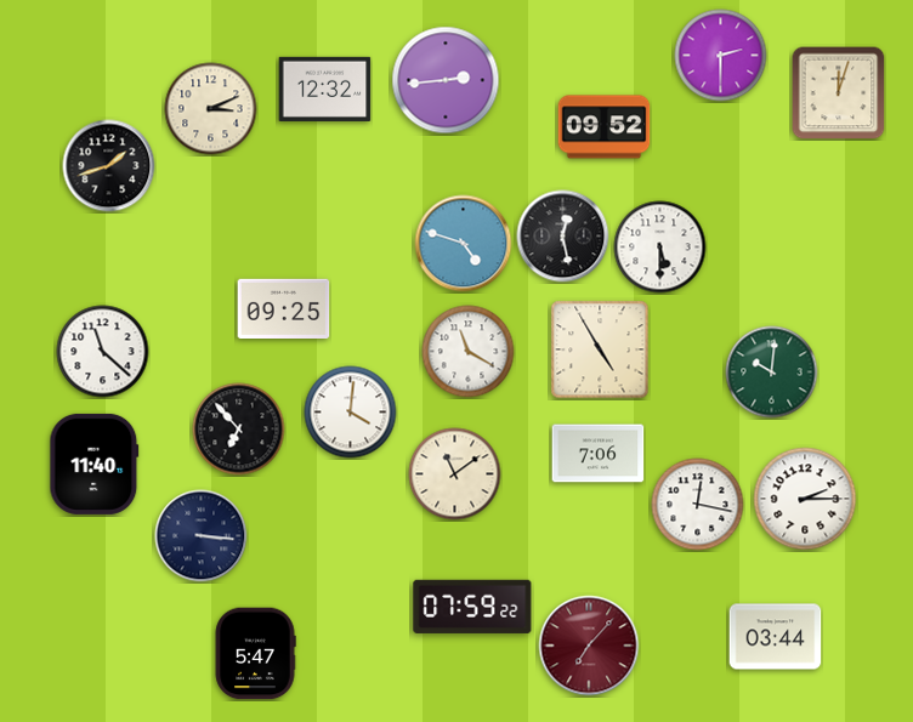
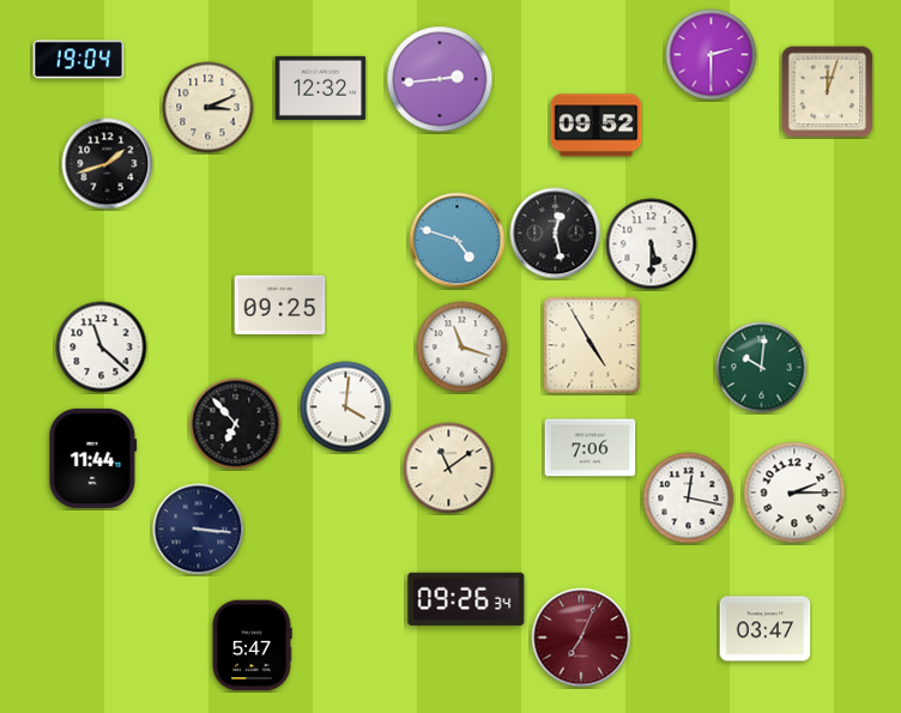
clock at (79, 60): none -> 19:04
clock at (469, 352): 11:20 -> 11:18
clock at (95, 464): 11:40 -> 11:44
clock at (472, 607): 07:59 -> 09:26
clock at (776, 637): 03:44 -> 03:47
clock at (589, 646): 7:07 -> 7:04
